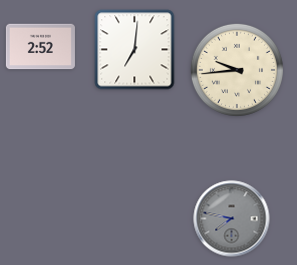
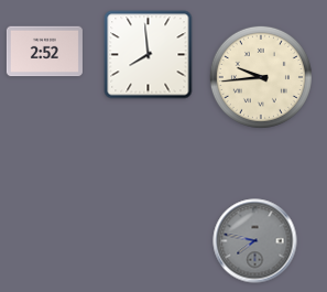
clock at (135, 50): 7:01 -> 7:59
